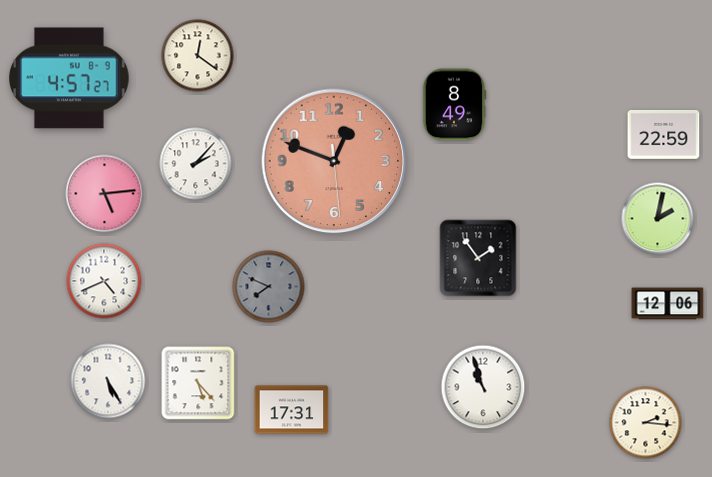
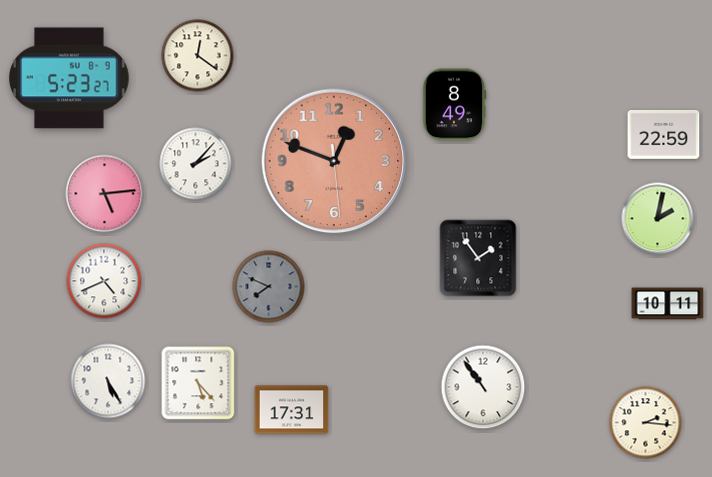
clock at (69, 78): 4:57 -> 5:23
clock at (668, 304): 12:06 -> 10:11
clock at (483, 387): 10:57 -> 10:54
